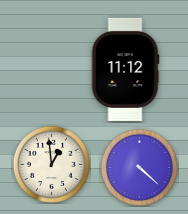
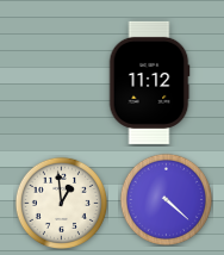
clock at (51, 164) position: (51, 164) -> (61, 203)
